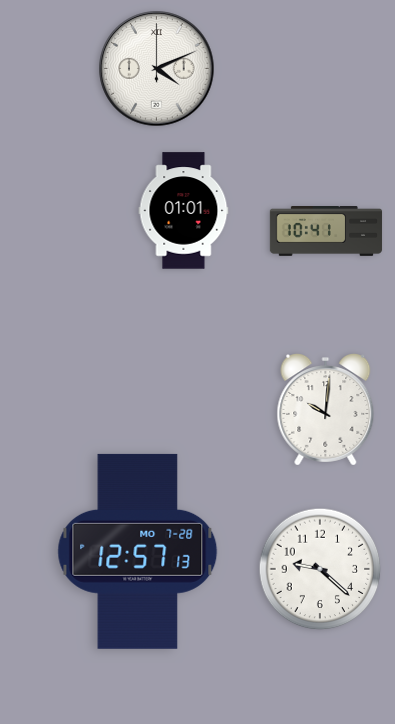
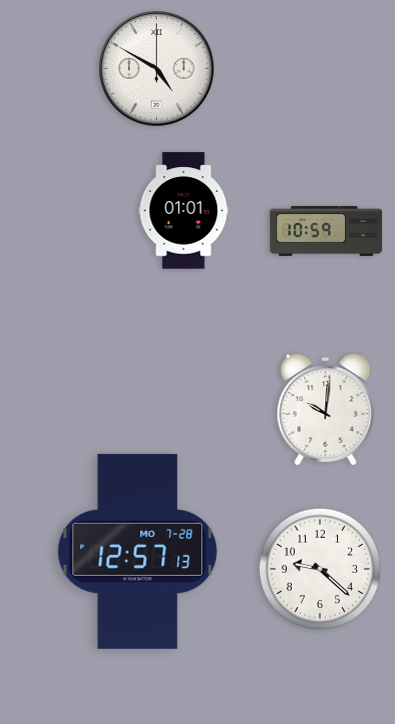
clock at (157, 69): 4:11 -> 4:50
clock at (326, 232): 10:41 -> 10:59
